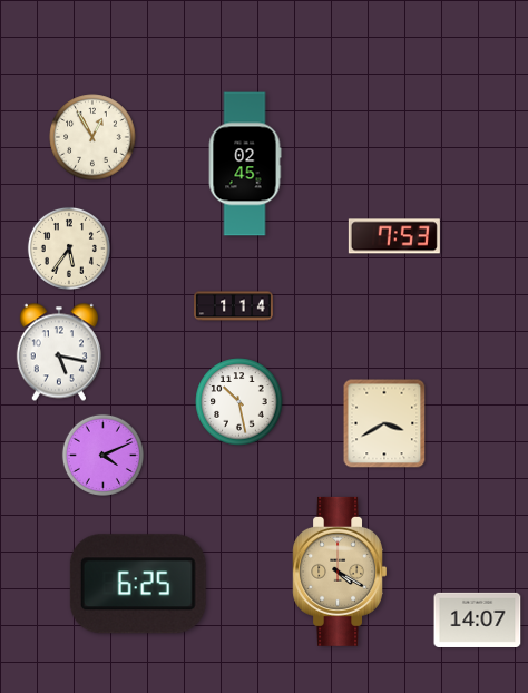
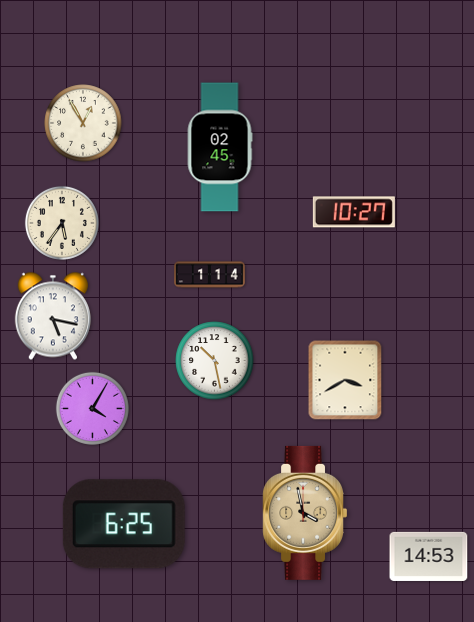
clock at (394, 236): 7:53 -> 10:27
clock at (102, 455): 4:11 -> 4:05
clock at (339, 572): 4:20 -> 3:58
clock at (478, 619): 14:07 -> 14:53
